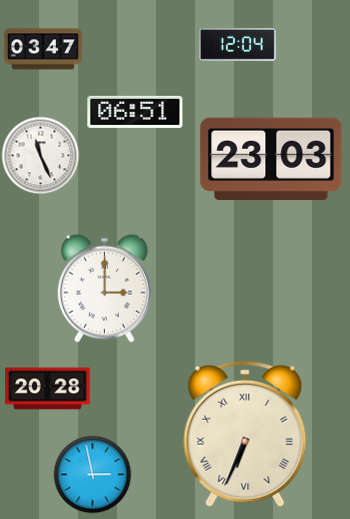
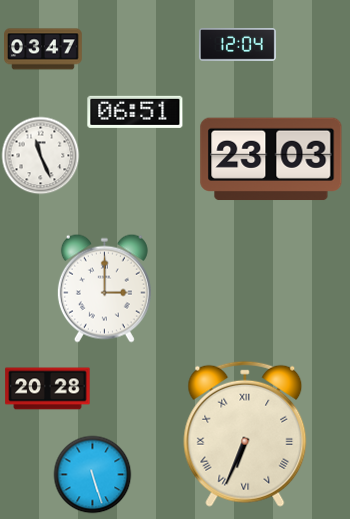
clock at (92, 474): 2:58 -> 5:27
